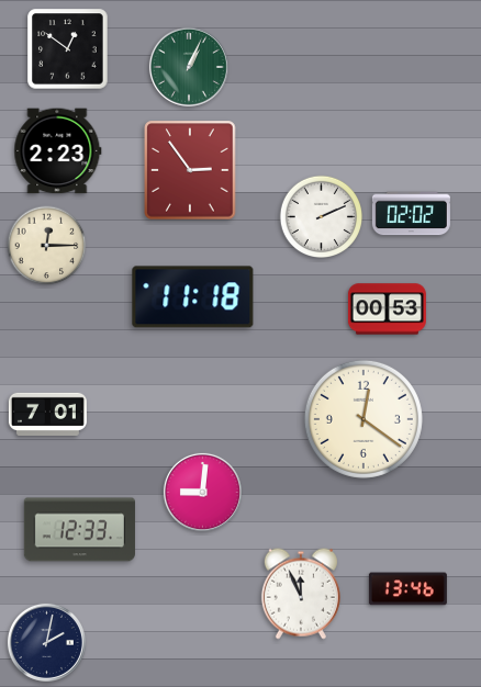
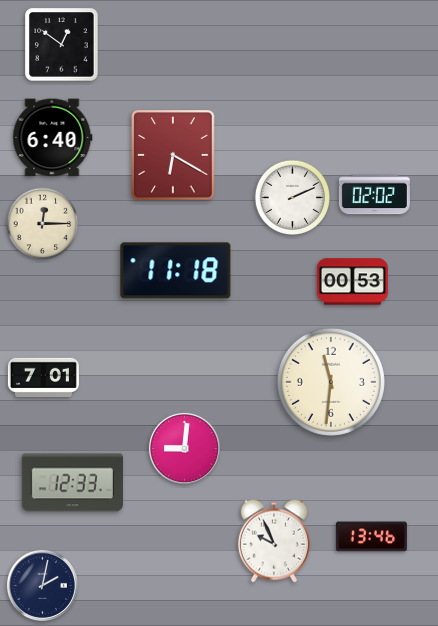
clock at (189, 67): 1:04 -> none
clock at (58, 151): 2:23 -> 6:40
clock at (190, 170): 2:54 -> 6:20
clock at (363, 419): 12:21 -> 11:31
clock at (301, 594): 11:56 -> 9:56
